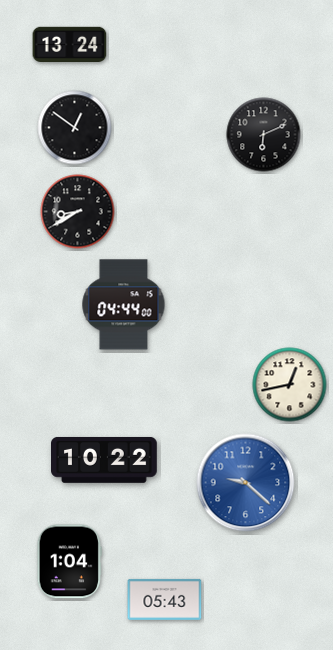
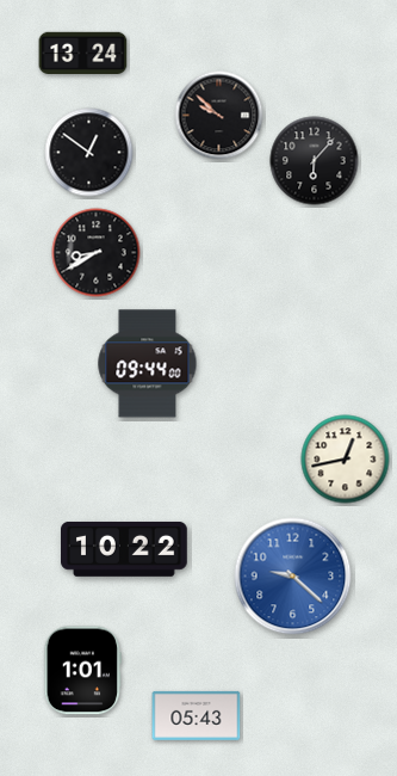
clock at (219, 116): none -> 9:52
clock at (264, 135): 6:11 -> 6:07
clock at (78, 212) position: (78, 212) -> (97, 253)
clock at (124, 305): 04:44 -> 09:44
clock at (69, 562): 1:04 -> 1:01
